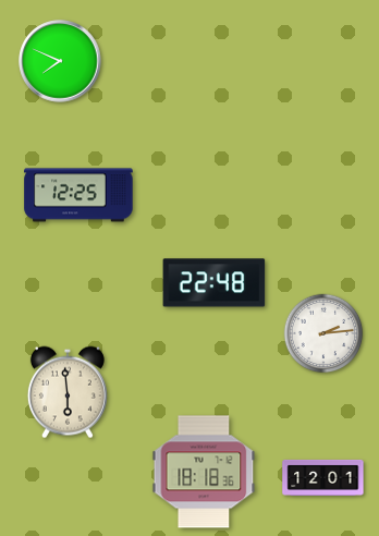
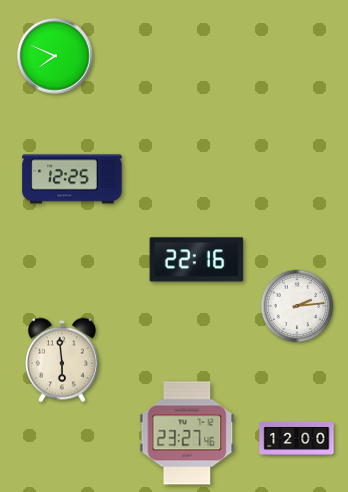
clock at (215, 283): 22:48 -> 22:16
clock at (204, 472): 18:18 -> 23:27
clock at (323, 477): 12:01 -> 12:00
